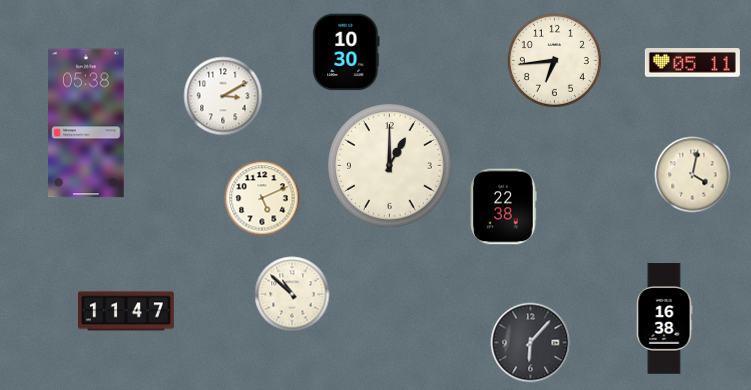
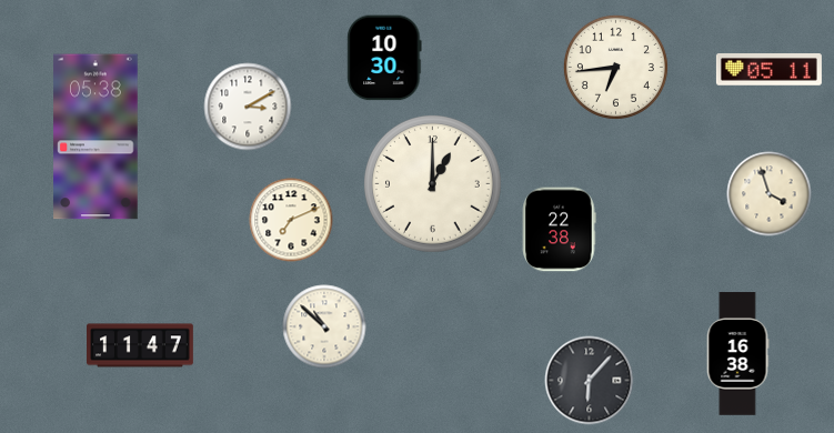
clock at (693, 175): 4:02 -> 3:57
clock at (262, 198): 5:11 -> 7:11
